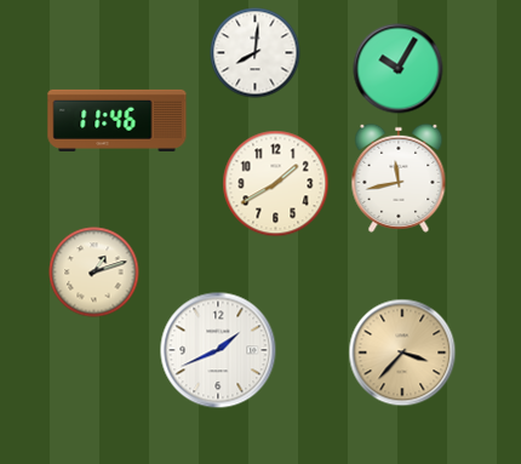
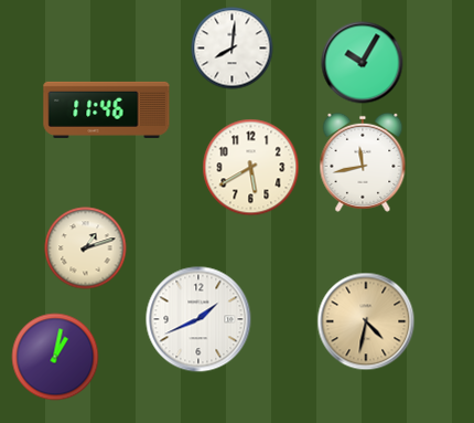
clock at (276, 184): 1:40 -> 5:40
clock at (402, 353): 3:37 -> 4:32
clock at (55, 357): none -> 1:02
